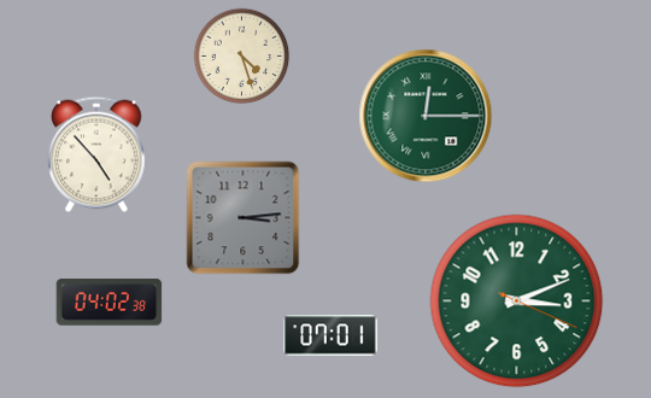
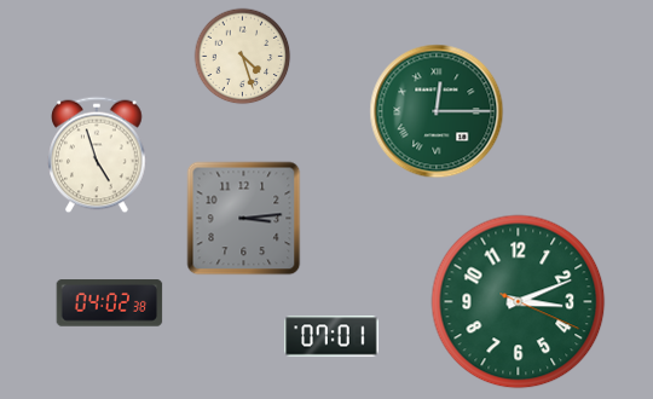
clock at (426, 116) position: (426, 116) -> (437, 111)
clock at (96, 154): 4:53 -> 4:57
